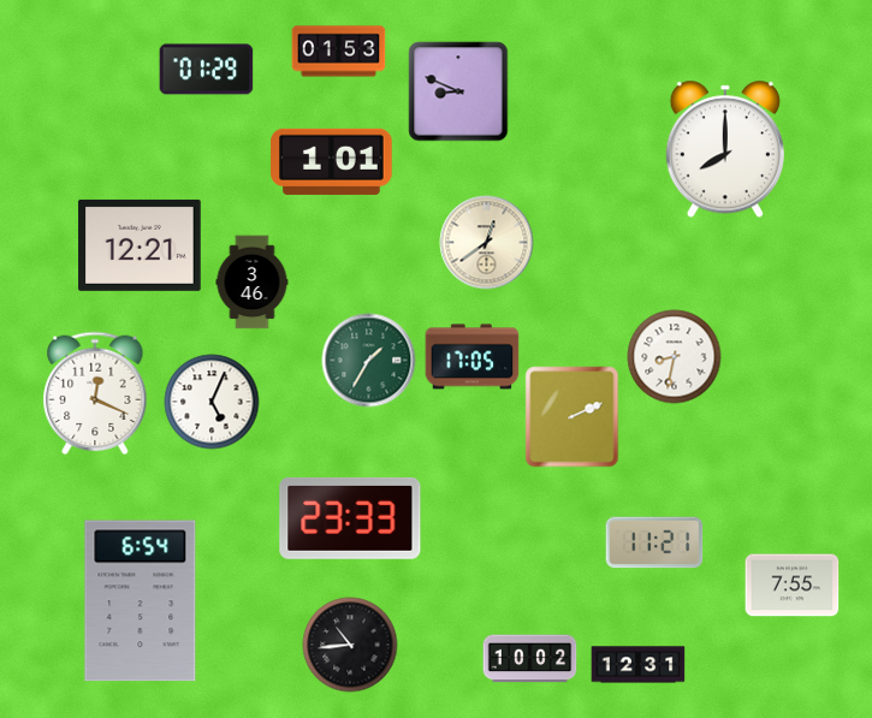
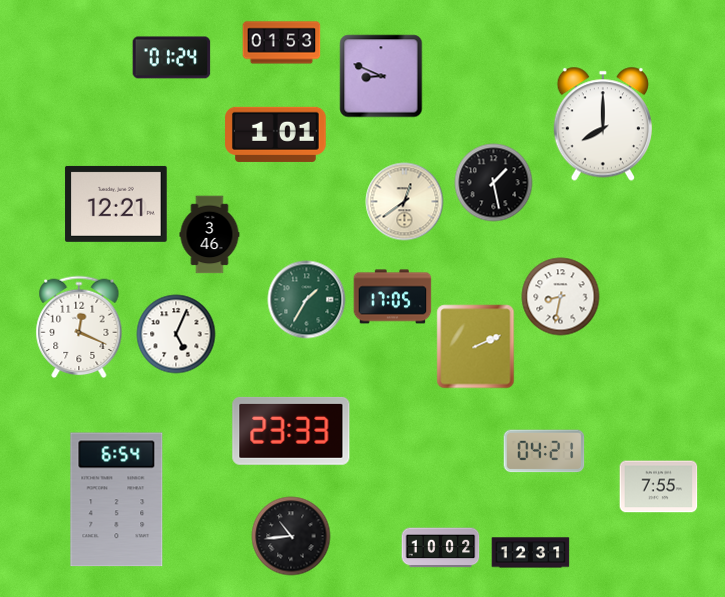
clock at (206, 70): 01:29 -> 01:24
clock at (493, 182): none -> 1:28
clock at (654, 542): 11:21 -> 04:21
